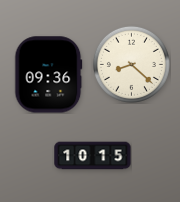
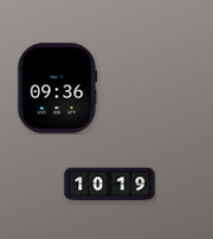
clock at (131, 64): 8:22 -> none
clock at (93, 156): 10:15 -> 10:19
